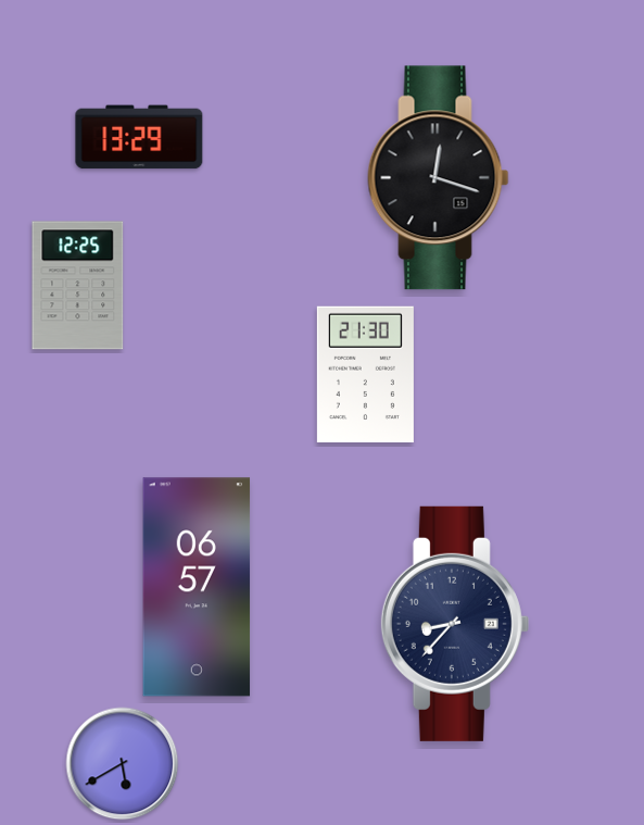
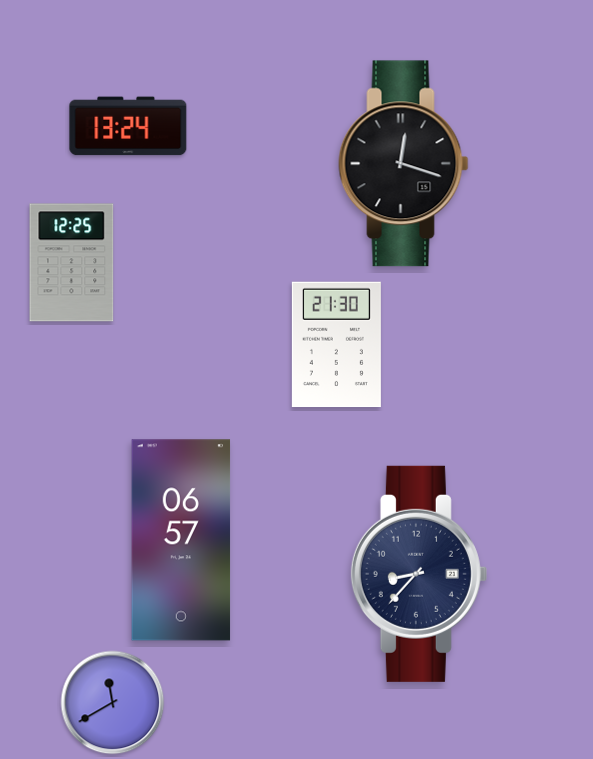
clock at (139, 137): 13:29 -> 13:24
clock at (123, 764): 5:40 -> 11:40
